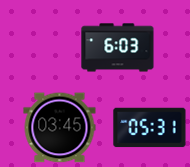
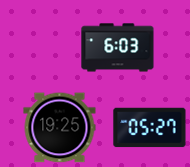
clock at (60, 128): 03:45 -> 19:25
clock at (150, 128): 05:31 -> 05:27
